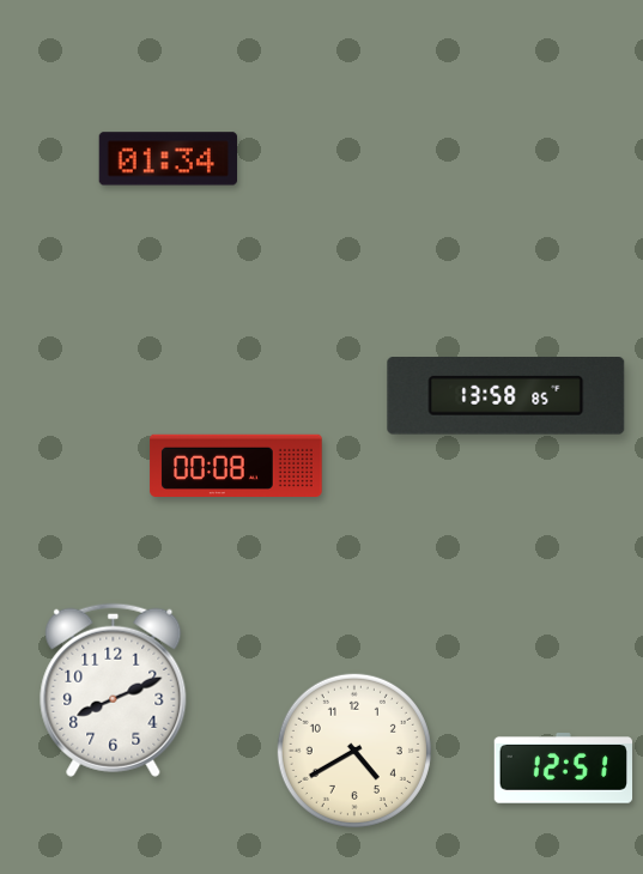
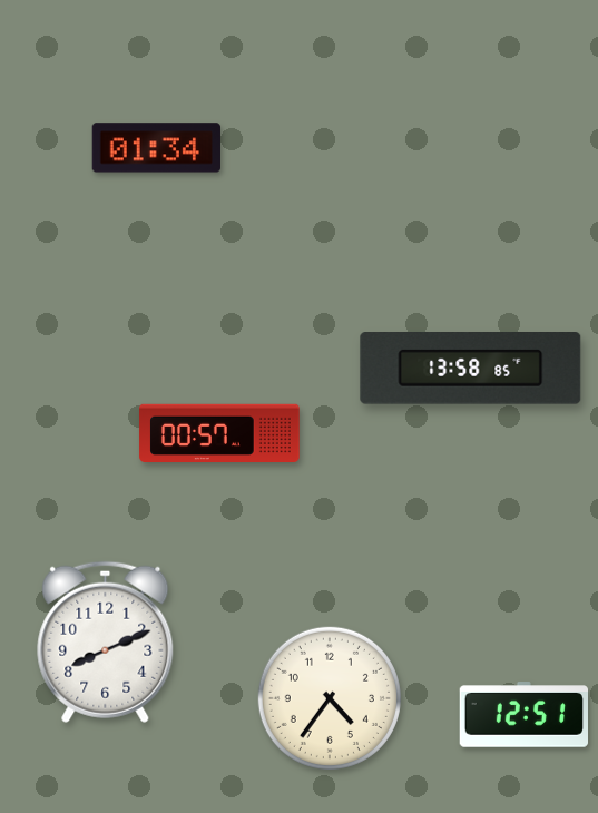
clock at (236, 465): 00:08 -> 00:57
clock at (354, 751): 4:40 -> 4:36
